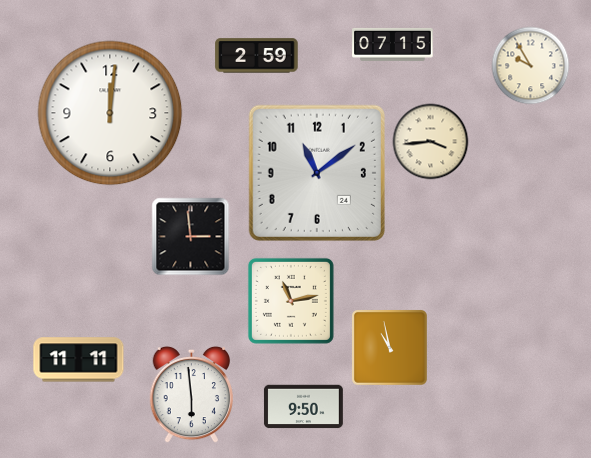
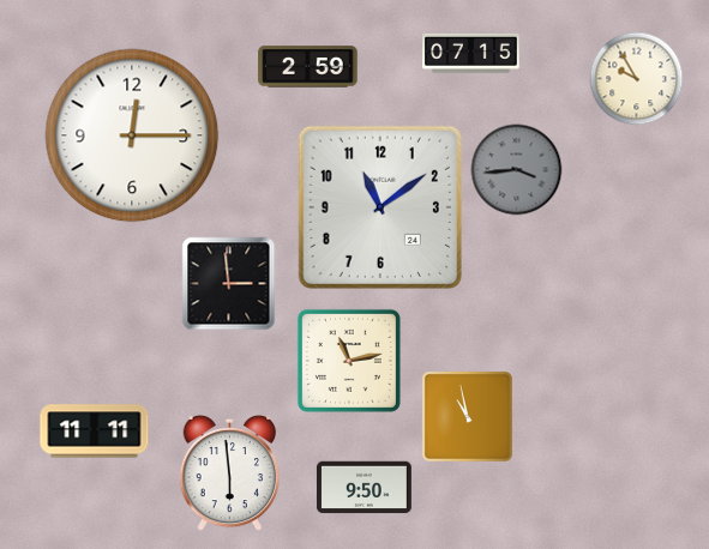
clock at (110, 113): 12:01 -> 12:15
clock at (431, 142) dial: cream -> grey
